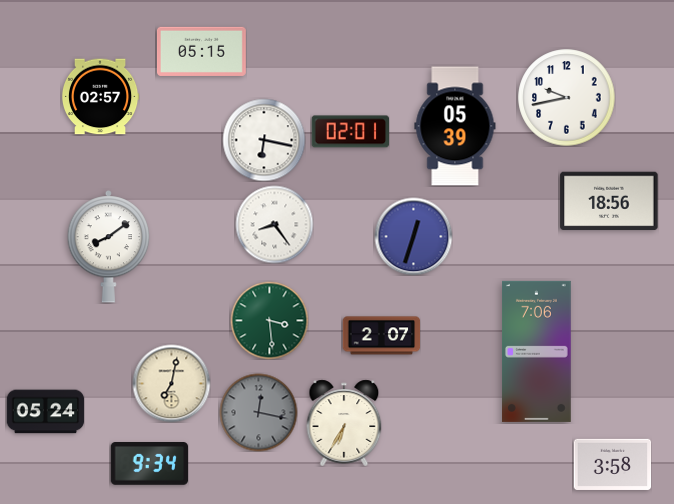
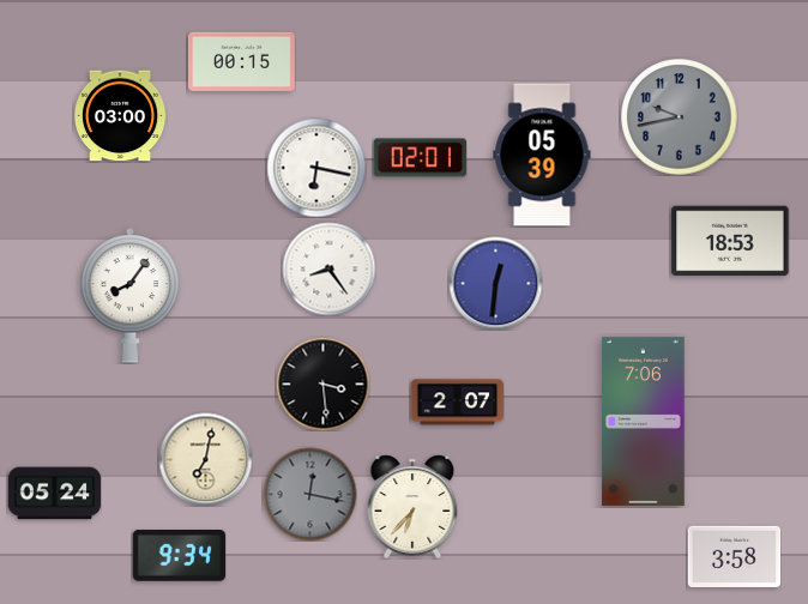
clock at (201, 51): 05:15 -> 00:15
clock at (100, 97): 02:57 -> 03:00
clock at (567, 98) dial: white -> grey
clock at (455, 126) position: (455, 126) -> (542, 155)
clock at (609, 201): 18:56 -> 18:53
clock at (413, 236): 12:33 -> 12:31
clock at (109, 247): 8:09 -> 8:06
clock at (269, 320) dial: green -> black
clock at (344, 423): 6:35 -> 6:37
